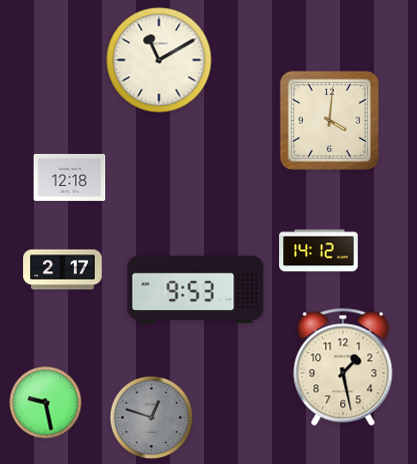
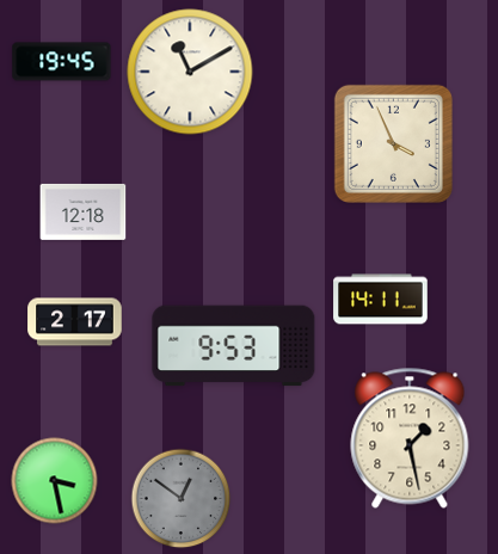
clock at (62, 62): none -> 19:45
clock at (329, 120): 4:01 -> 3:56
clock at (319, 251): 14:12 -> 14:11
clock at (46, 403): 9:28 -> 3:28
clock at (152, 418): 12:48 -> 12:51
